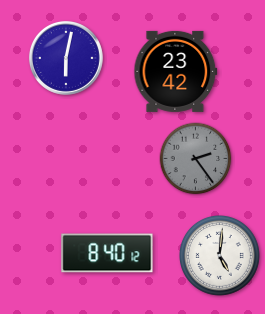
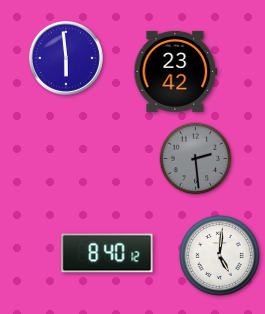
clock at (66, 58): 6:02 -> 5:59
clock at (196, 159): 2:24 -> 2:29
